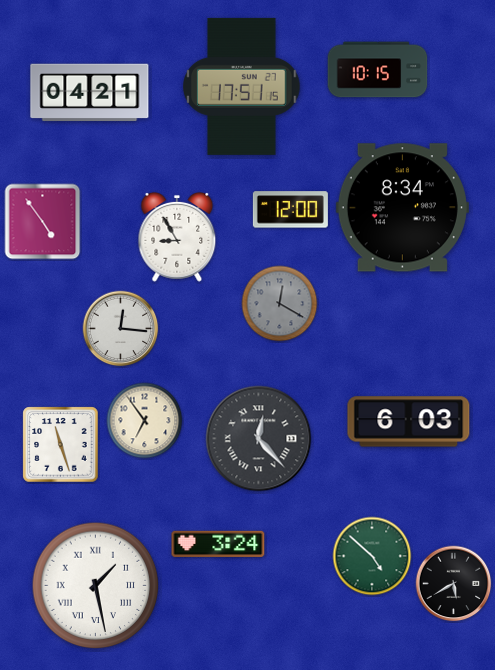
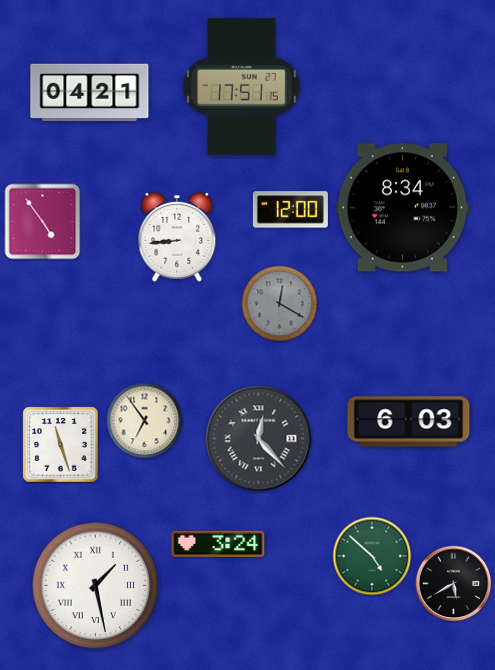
clock at (378, 70): 10:15 -> none
clock at (177, 237): 8:55 -> 8:44
clock at (121, 329): 12:16 -> none
